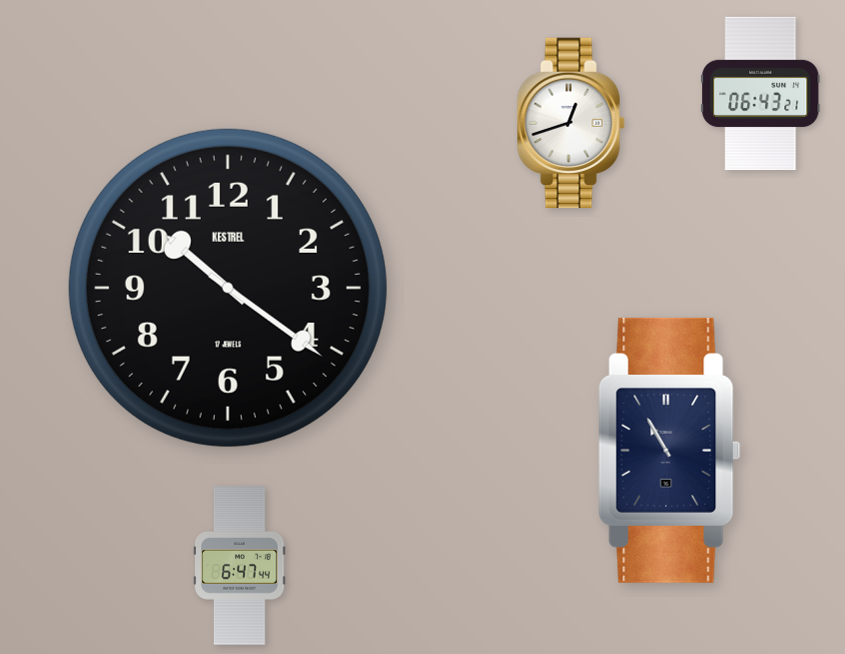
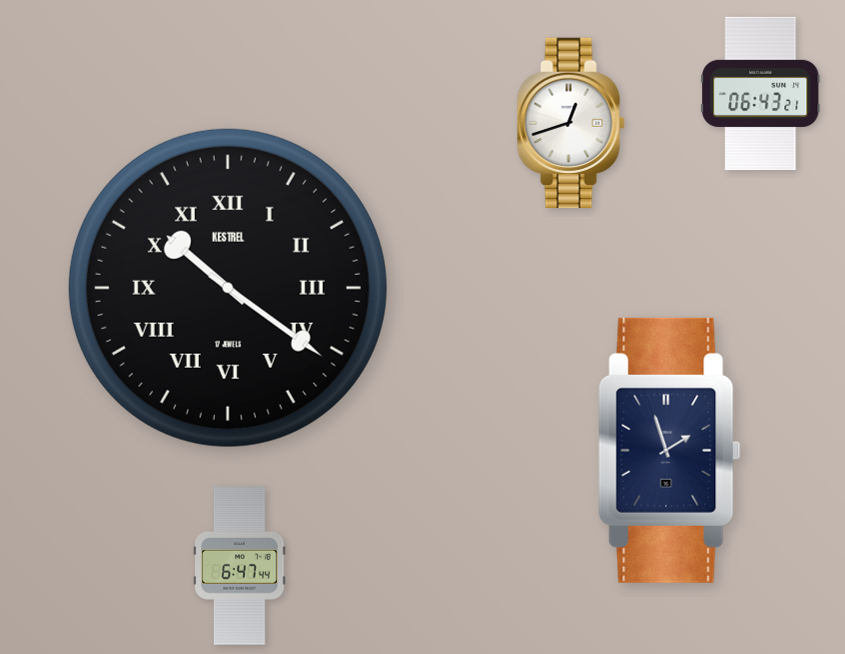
clock at (228, 288) numerals: Arabic -> Roman
clock at (670, 450): 10:55 -> 1:57
